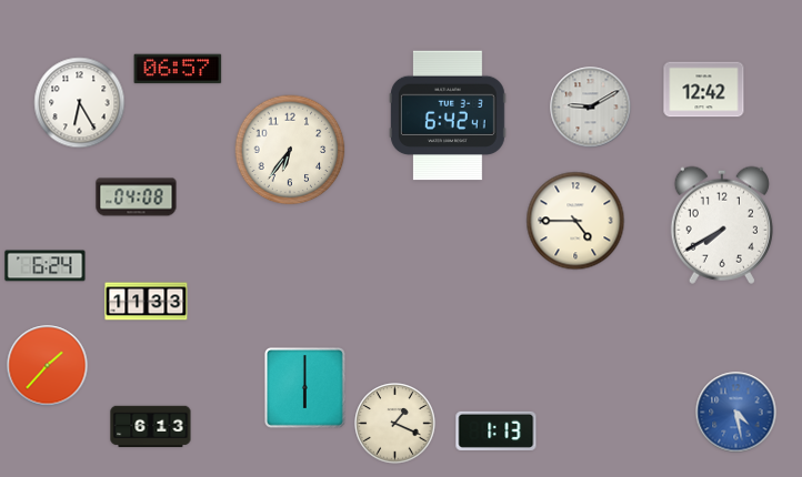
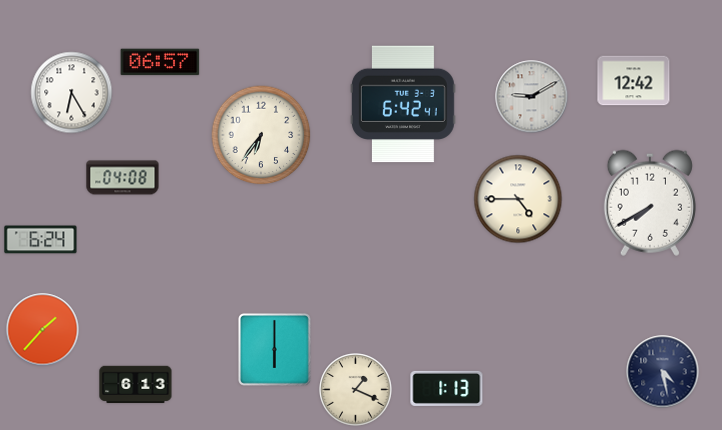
clock at (147, 302): 11:33 -> none
clock at (736, 413) dial: blue -> navy
clock at (395, 424) position: (395, 424) -> (356, 390)
